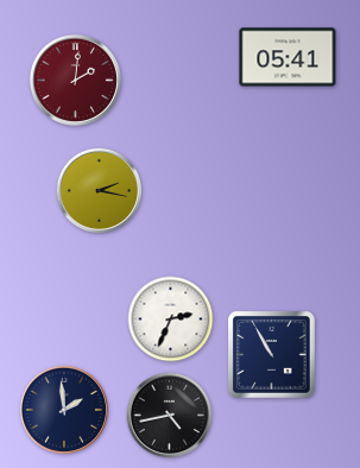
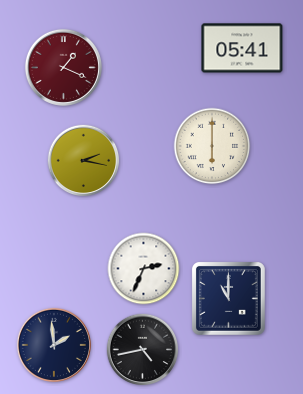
clock at (75, 80): 2:01 -> 1:19
clock at (212, 146): none -> 6:00
clock at (271, 354): 10:55 -> 11:00
